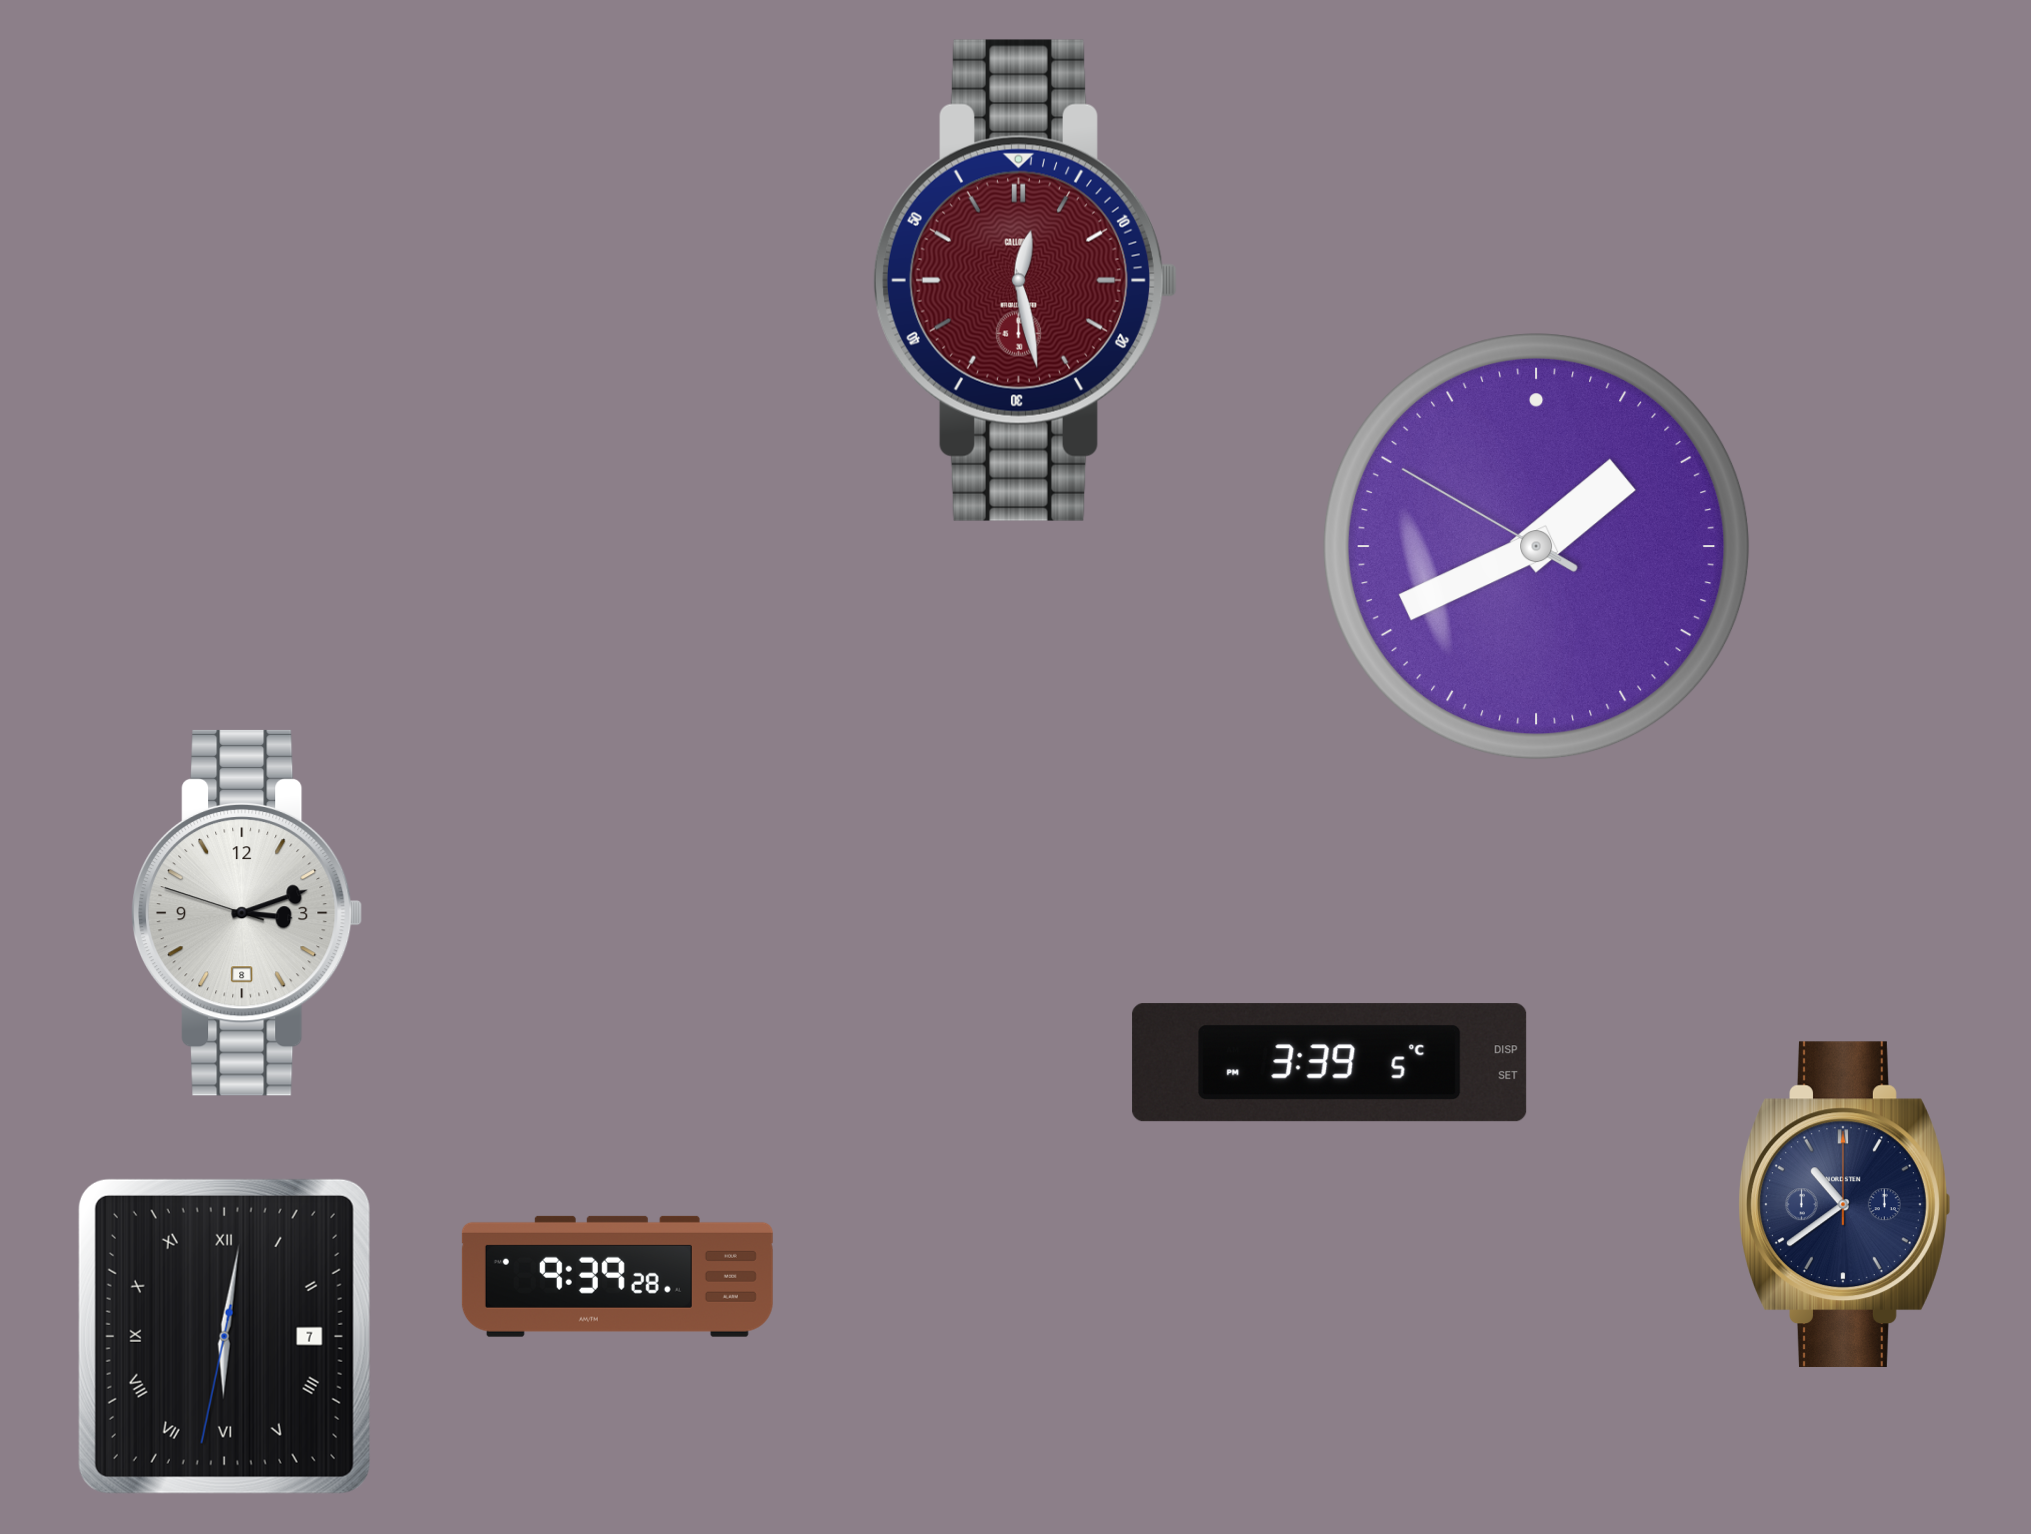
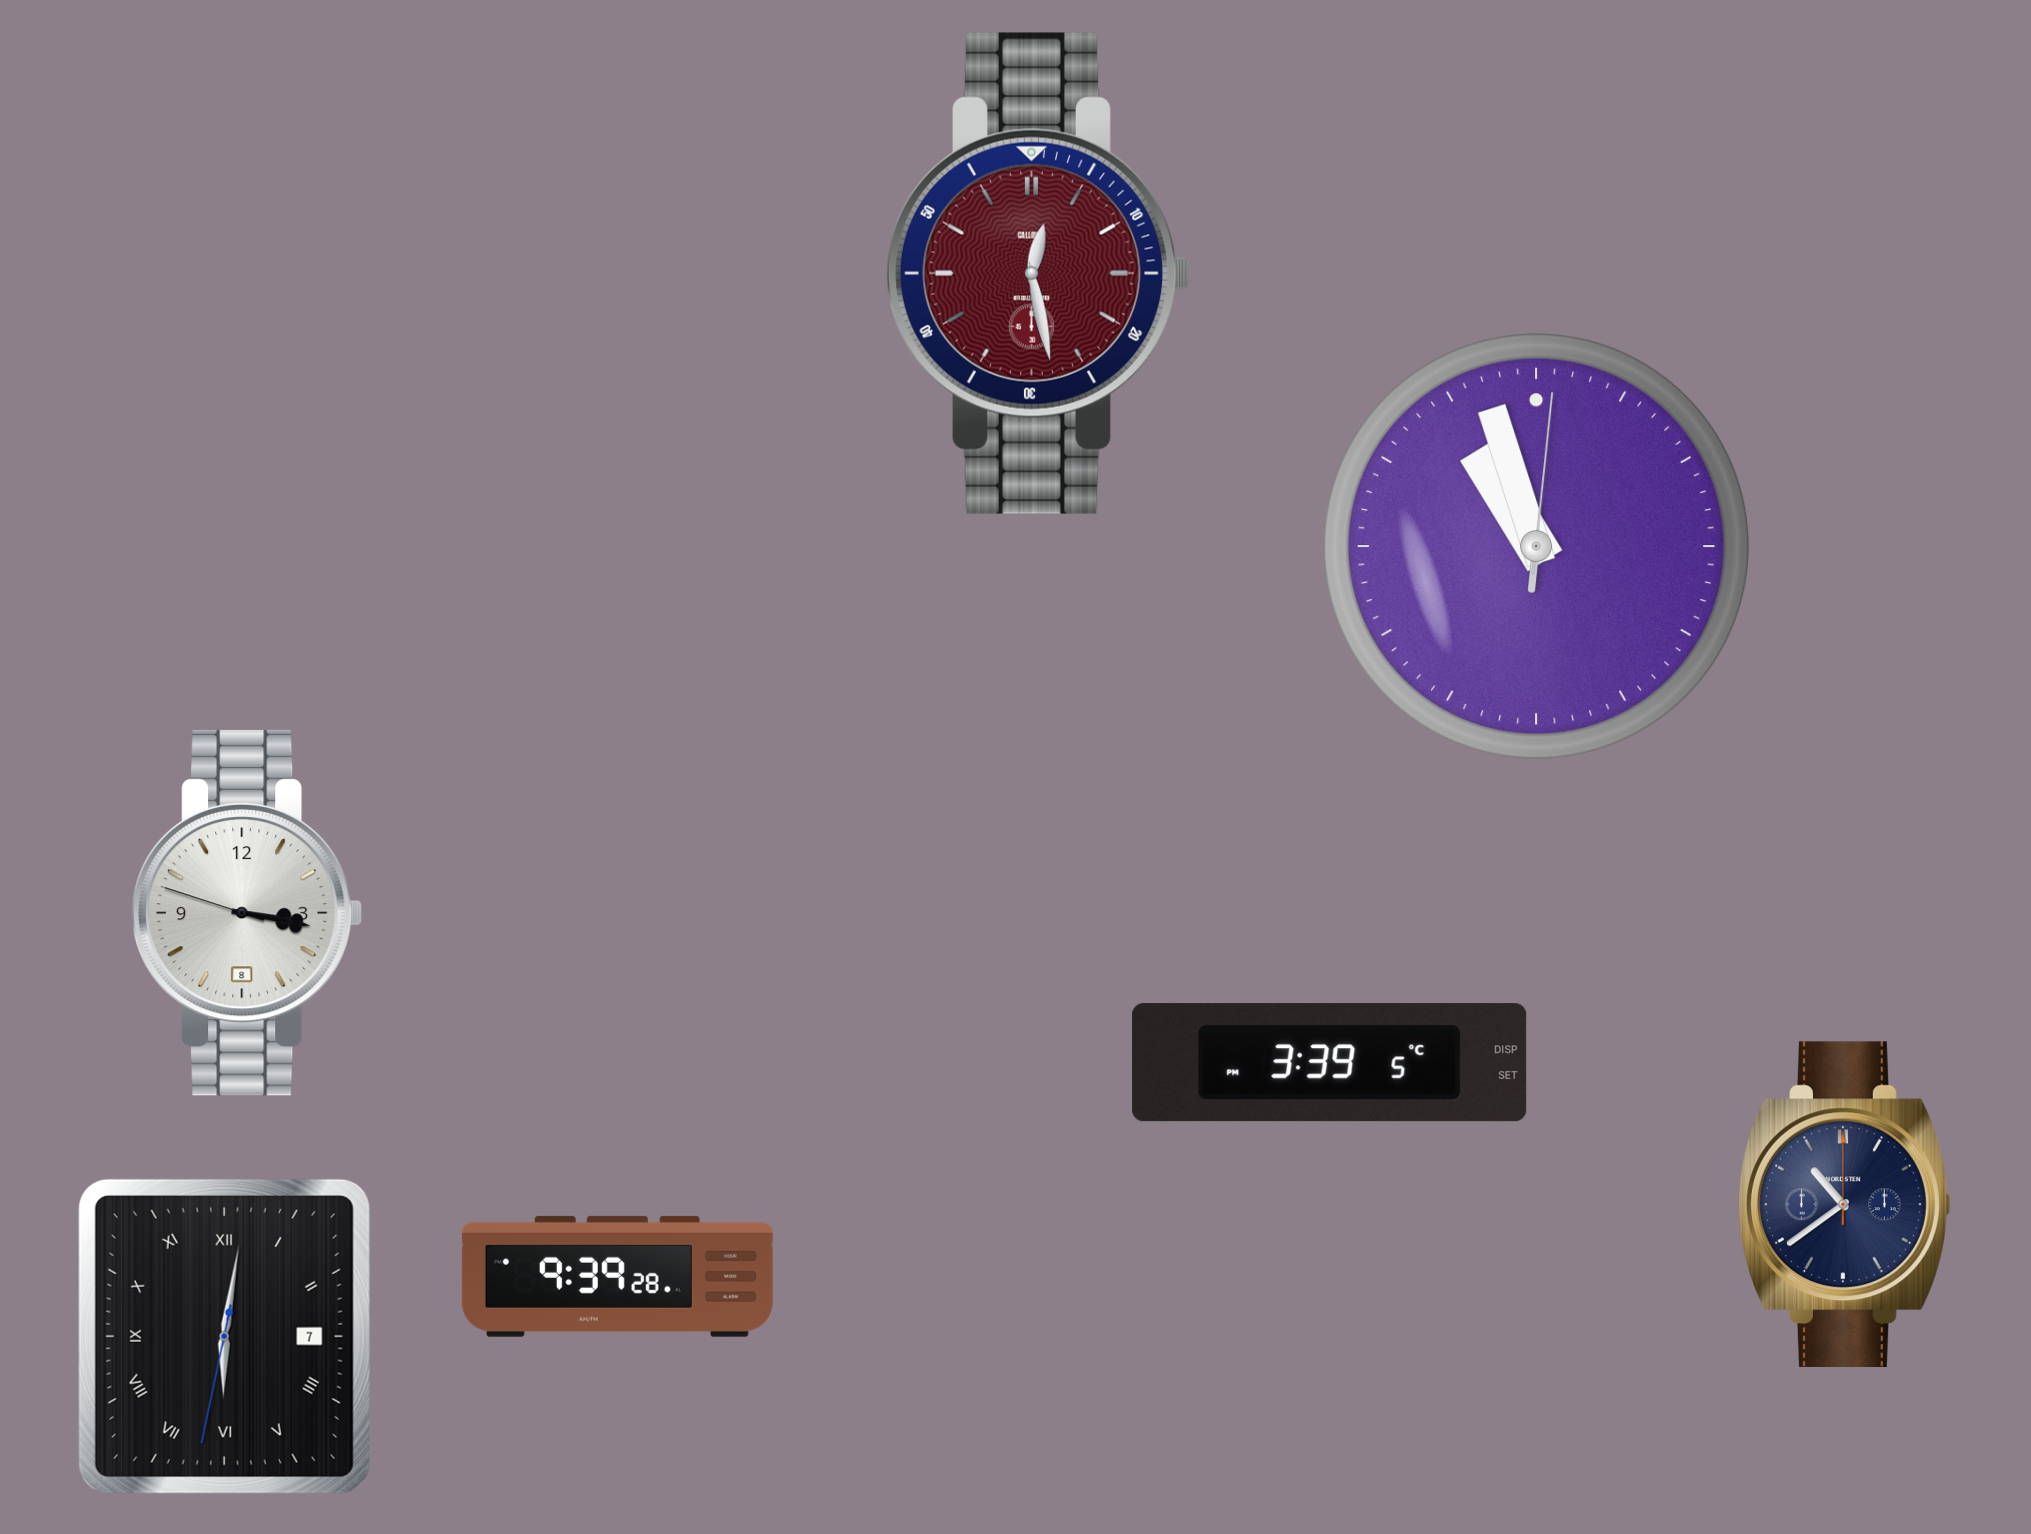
clock at (1025, 280) position: (1025, 280) -> (1038, 273)
clock at (1537, 547): 1:40 -> 10:57
clock at (248, 913): 3:11 -> 3:16
